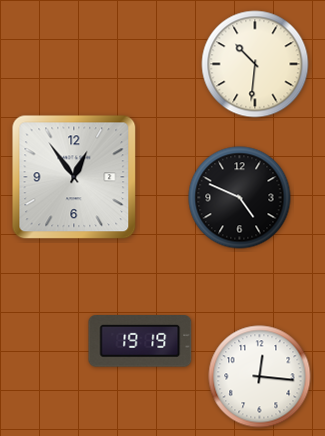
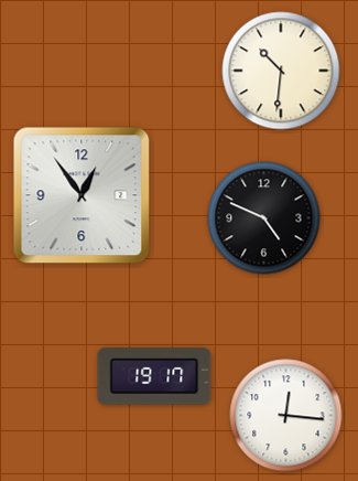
clock at (140, 342): 19:19 -> 19:17
